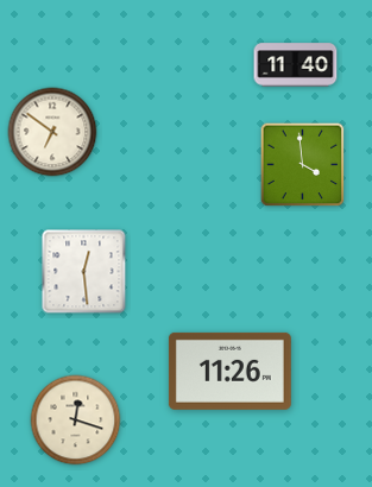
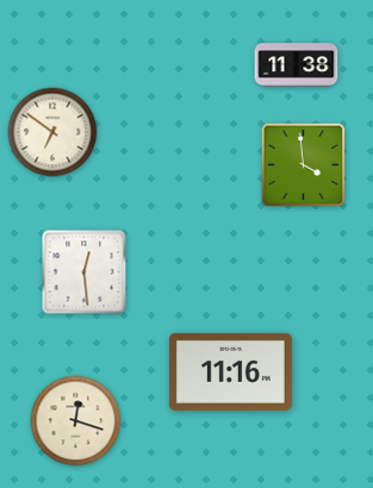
clock at (296, 65): 11:40 -> 11:38
clock at (229, 371): 11:26 -> 11:16
